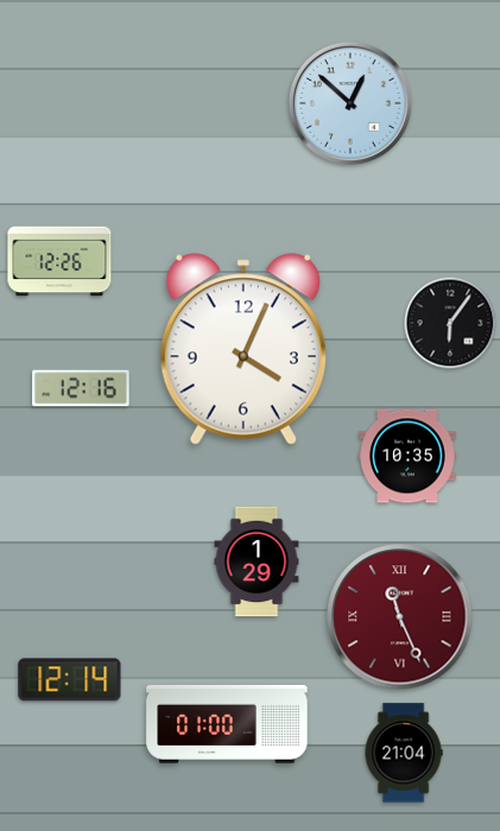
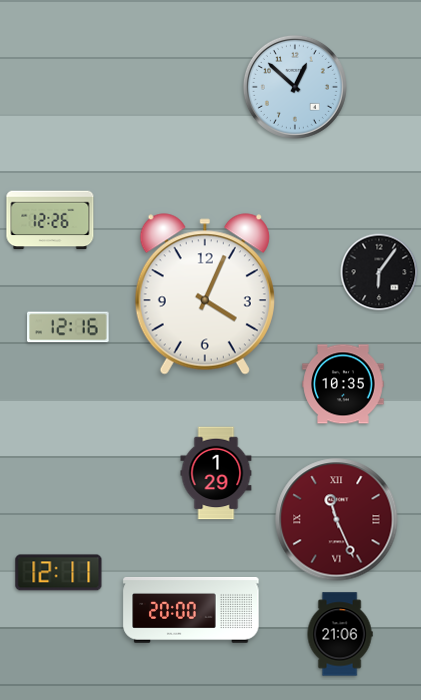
clock at (70, 680): 12:14 -> 12:11
clock at (227, 725): 01:00 -> 20:00
clock at (404, 753): 21:04 -> 21:06
